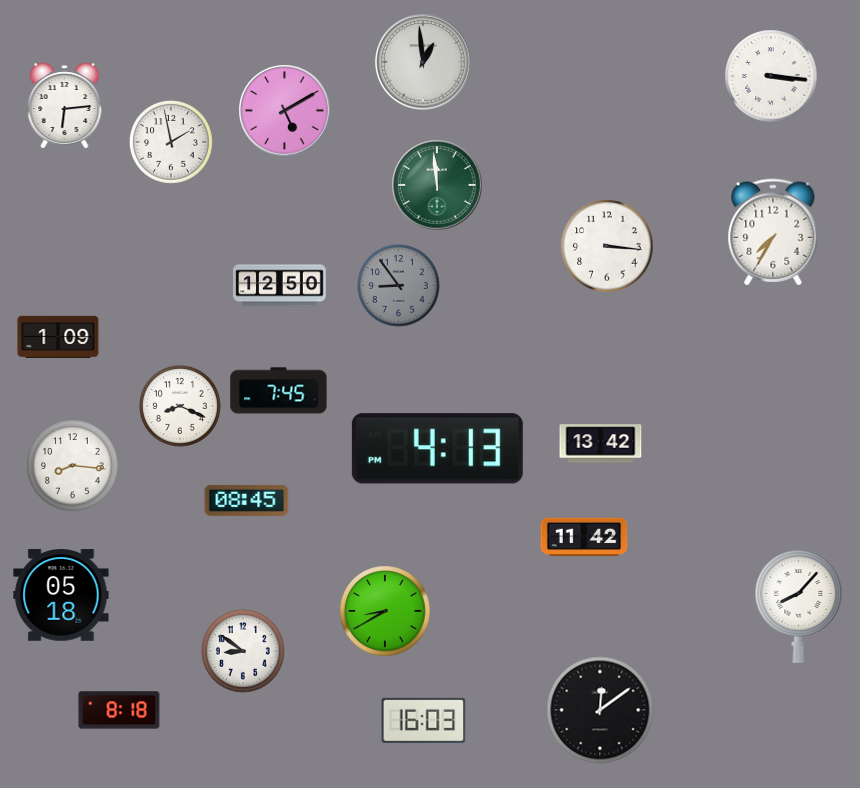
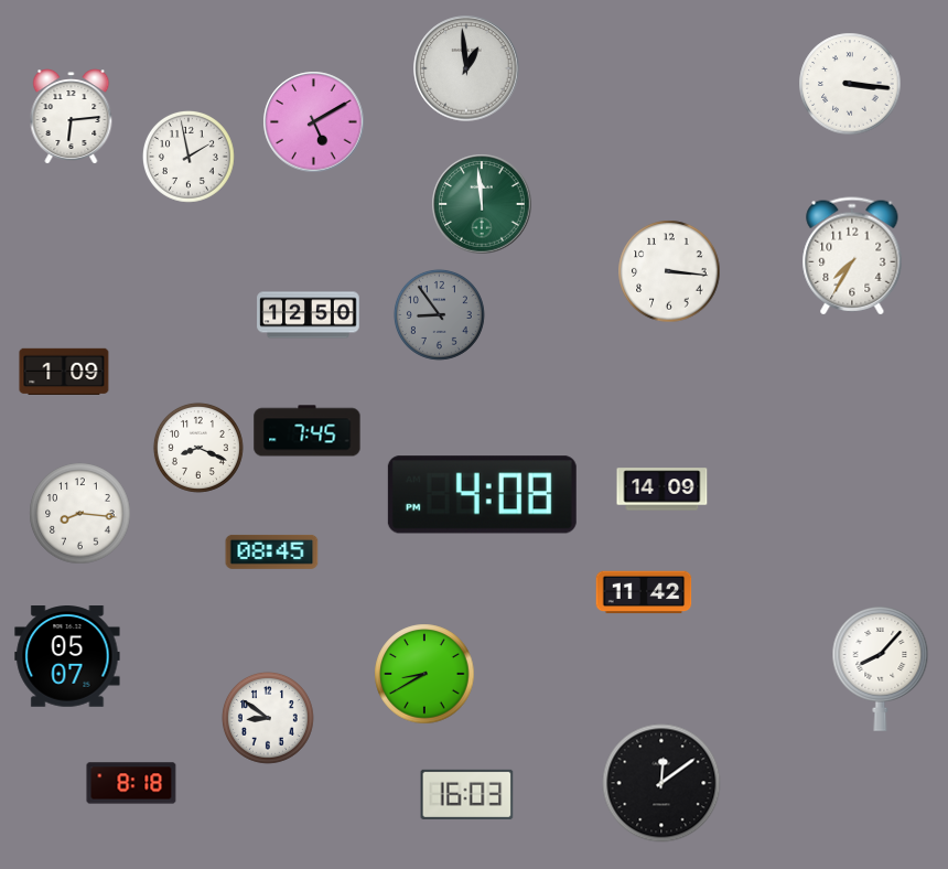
clock at (601, 444): 13:42 -> 14:09
clock at (437, 449): 4:13 -> 4:08
clock at (61, 595): 05:18 -> 05:07
